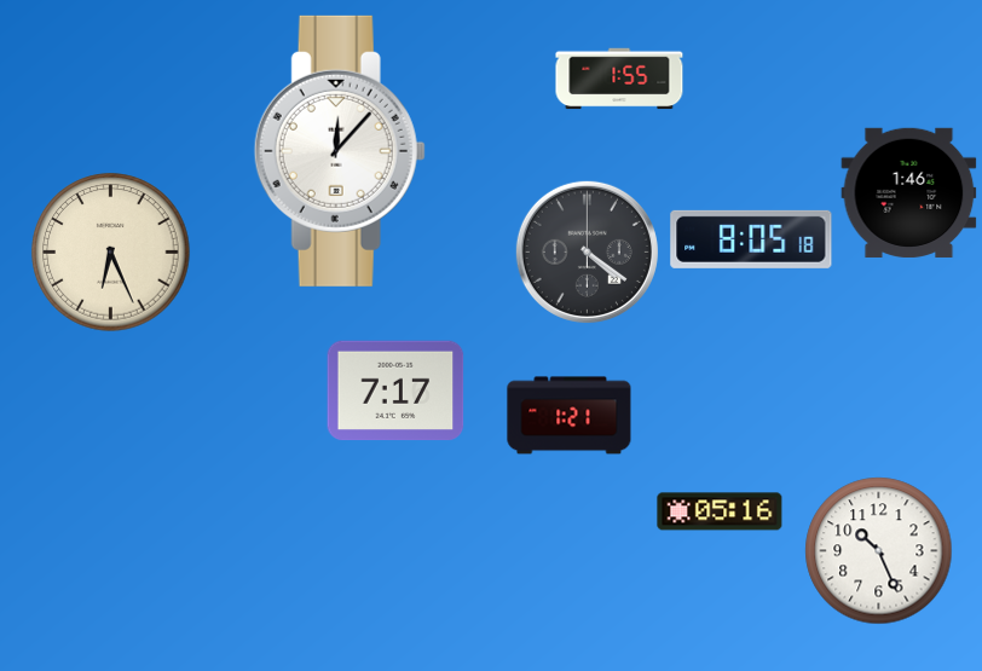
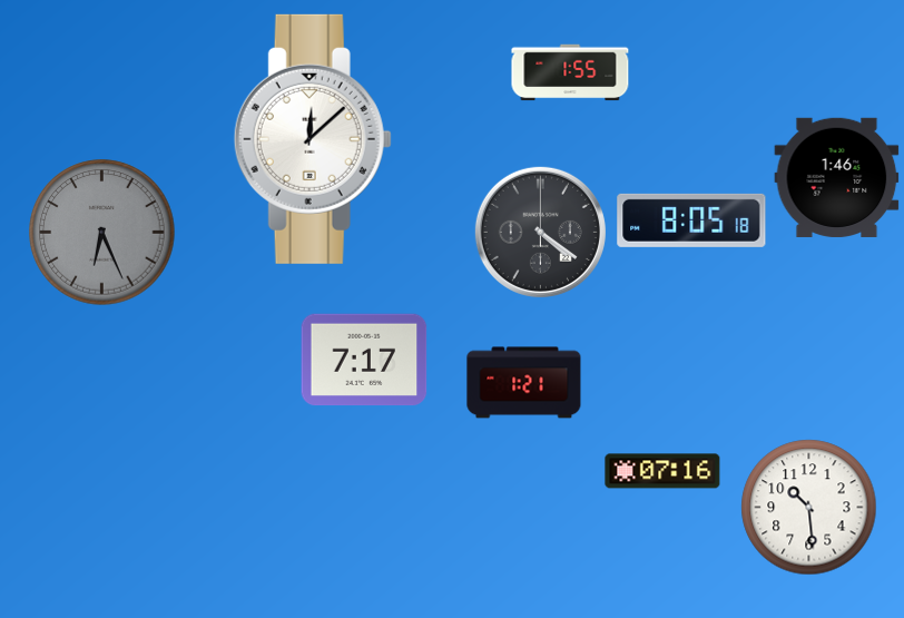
clock at (340, 151): 12:07 -> 12:08
clock at (111, 253) dial: cream -> grey
clock at (720, 511): 05:16 -> 07:16
clock at (879, 551): 10:26 -> 10:29
